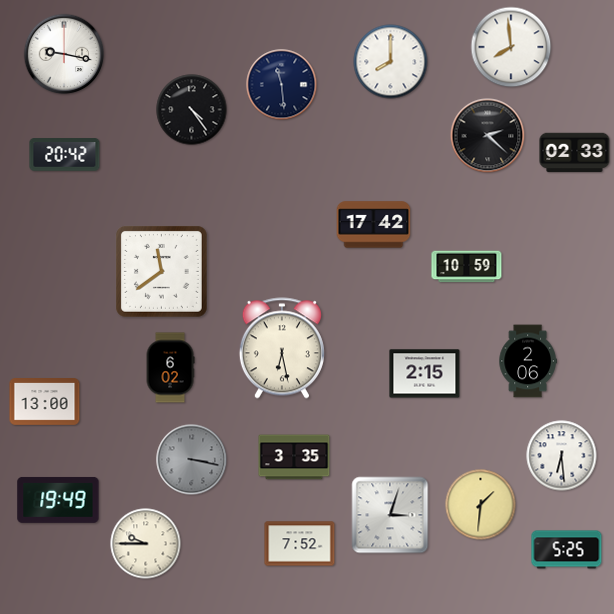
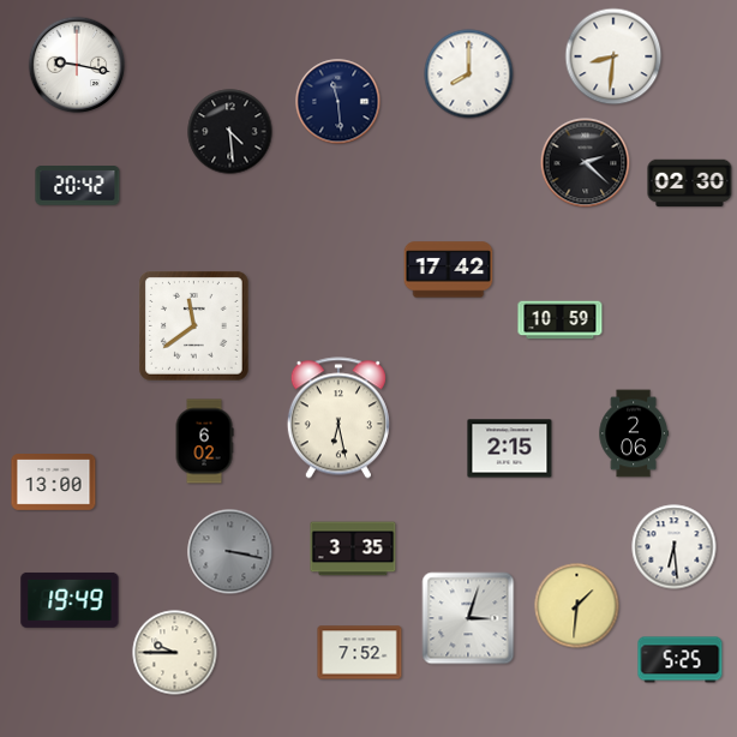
clock at (511, 47): 7:59 -> 8:31
clock at (192, 110): 4:24 -> 4:29
clock at (575, 153): 02:33 -> 02:30
